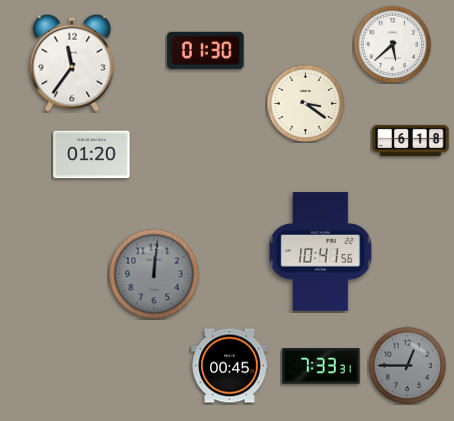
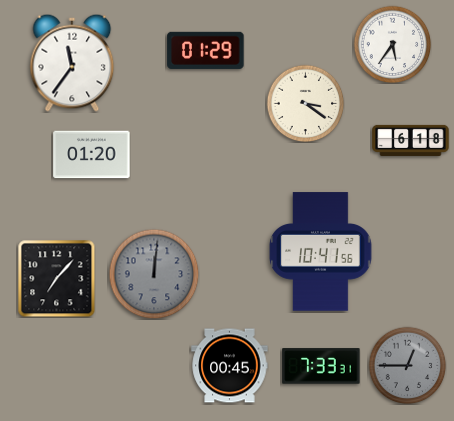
clock at (392, 44): 5:38 -> 5:36
clock at (206, 50): 01:30 -> 01:29
clock at (56, 278): none -> 7:07
